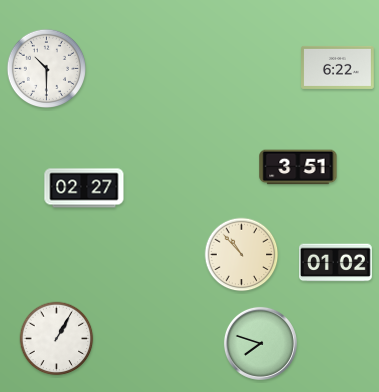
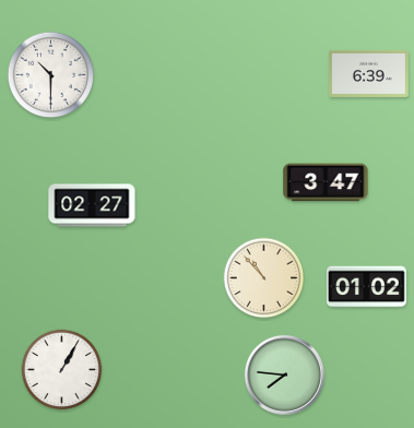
clock at (338, 67): 6:22 -> 6:39
clock at (298, 167): 3:51 -> 3:47
clock at (260, 343): 7:48 -> 7:46
